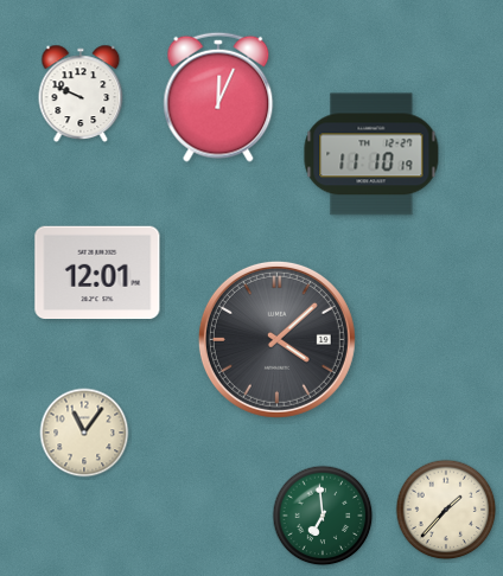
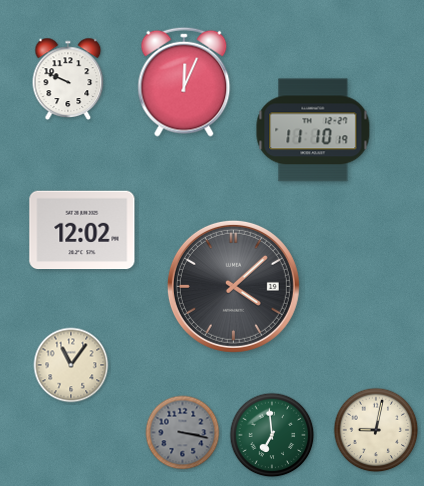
clock at (97, 273): 12:01 -> 12:02
clock at (446, 510): 1:37 -> 9:02
clock at (183, 433): none -> 3:17
